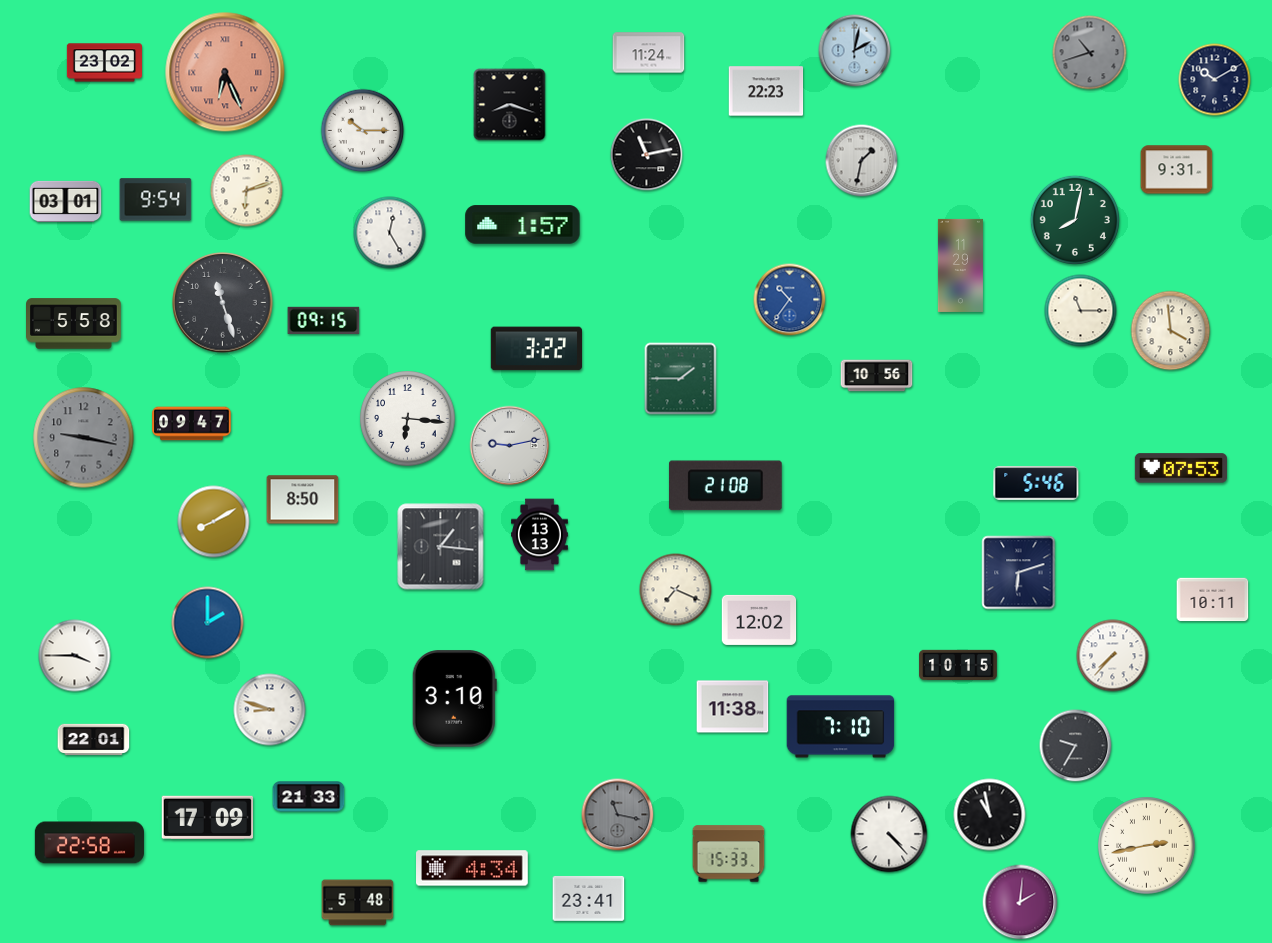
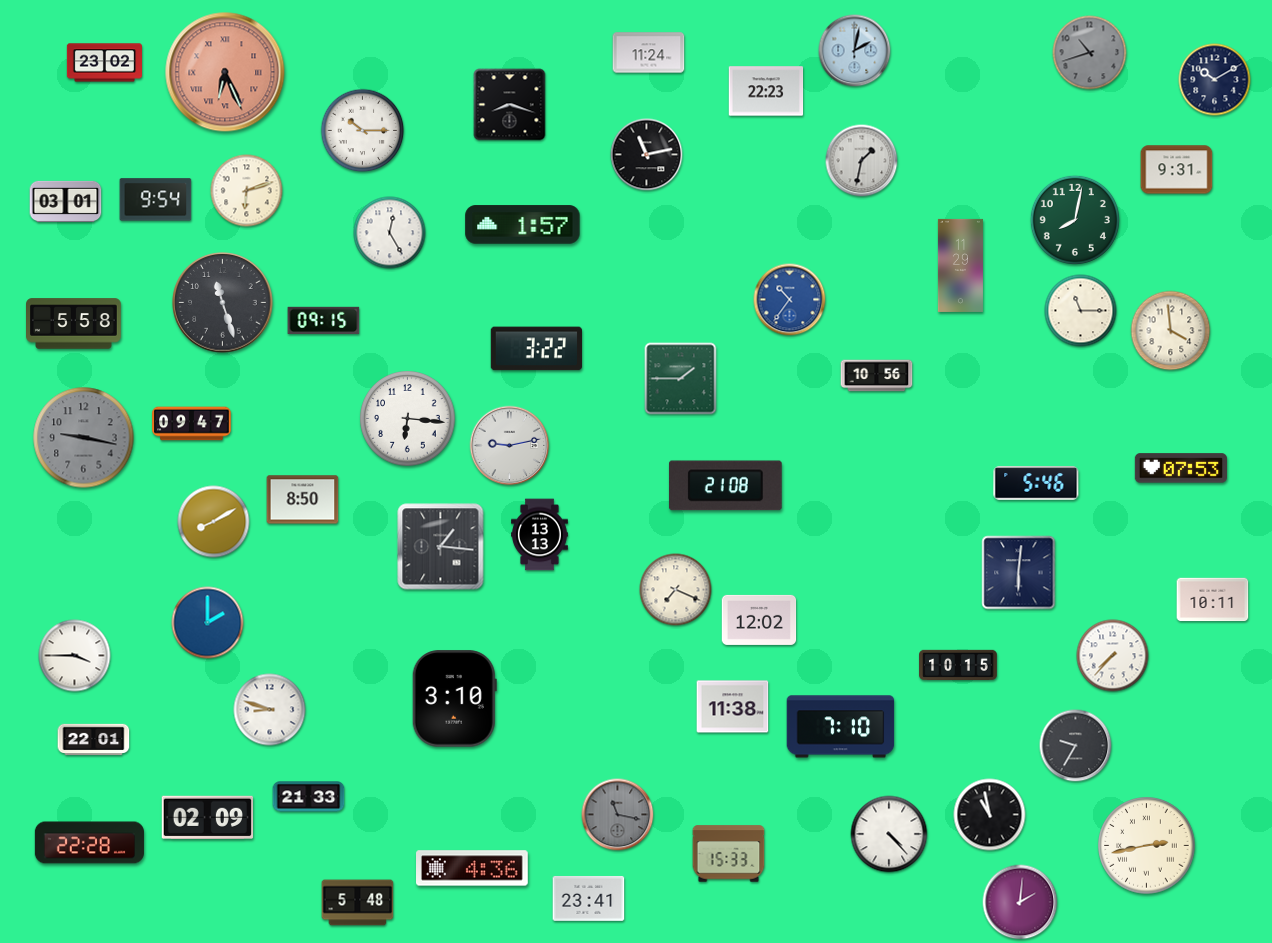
clock at (1019, 573): 6:12 -> 6:01
clock at (207, 818): 17:09 -> 02:09
clock at (89, 843): 22:58 -> 22:28
clock at (473, 868): 4:34 -> 4:36
